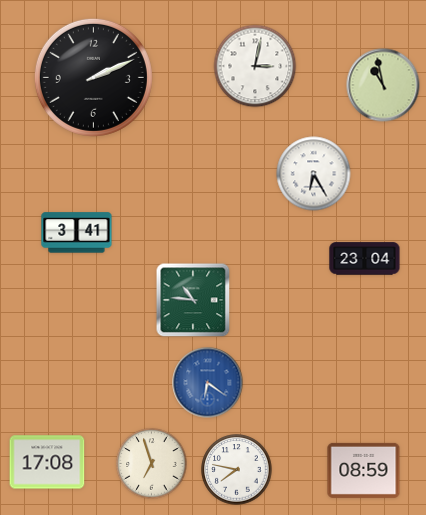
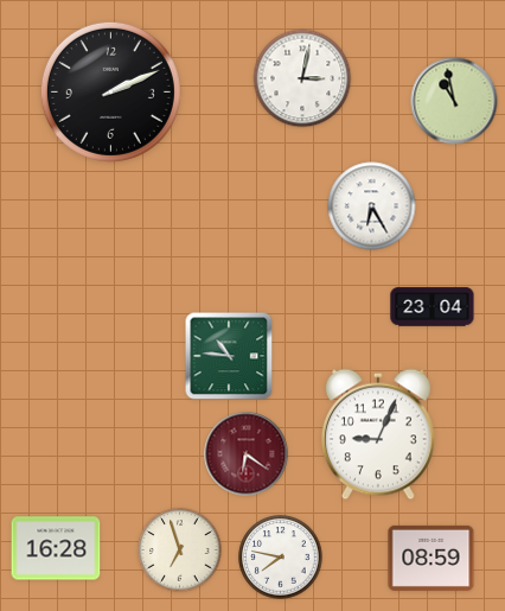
clock at (77, 233): 3:41 -> none
clock at (378, 434): none -> 9:04
clock at (208, 383) dial: blue -> burgundy
clock at (47, 462): 17:08 -> 16:28
